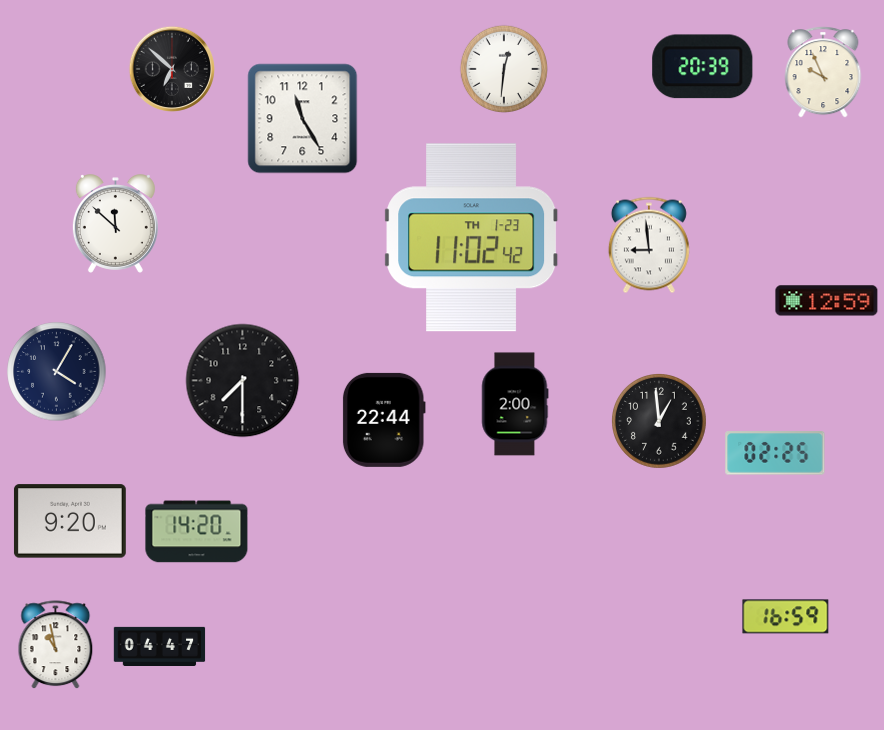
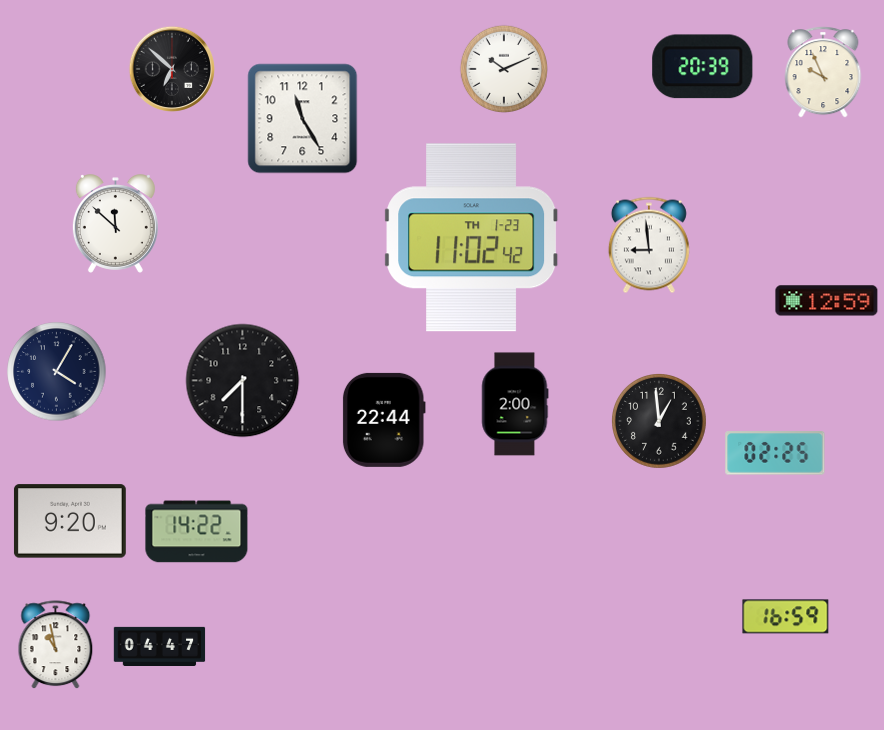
clock at (503, 68): 12:31 -> 10:11
clock at (197, 532): 14:20 -> 14:22
